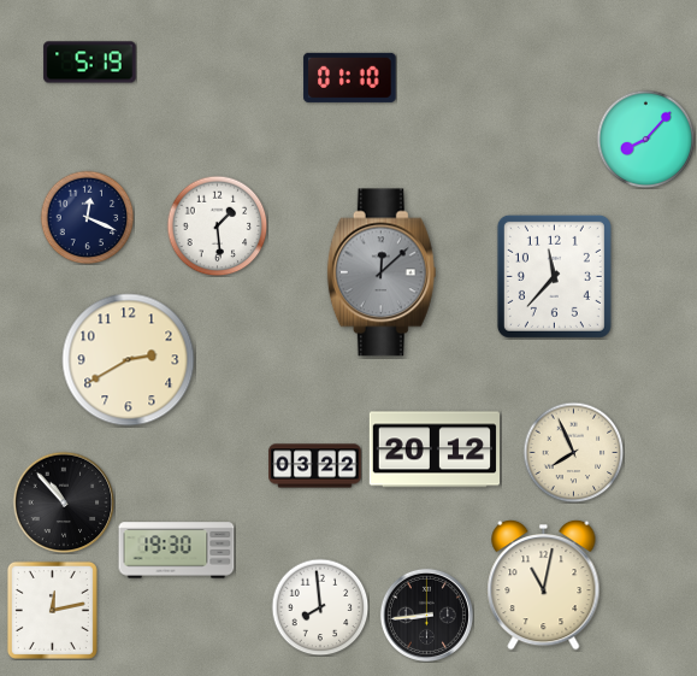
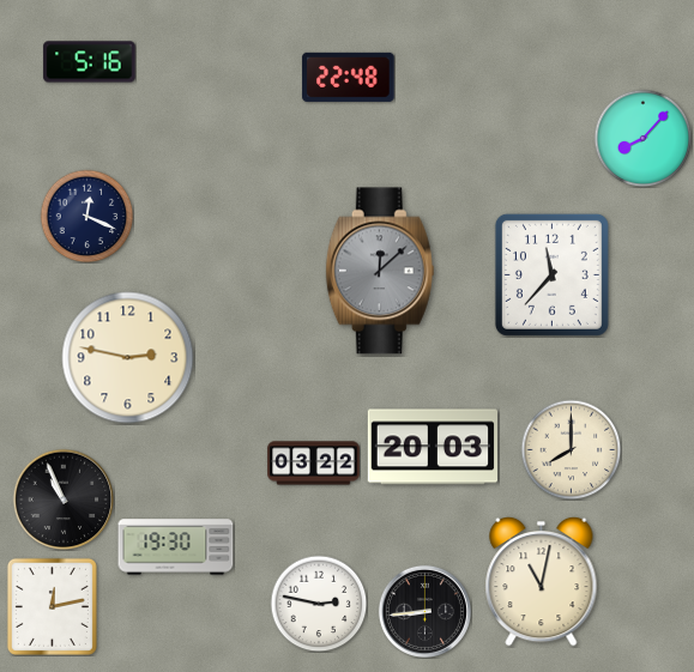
clock at (90, 63): 5:19 -> 5:16
clock at (350, 77): 01:10 -> 22:48
clock at (217, 225): 1:29 -> none
clock at (129, 360): 2:40 -> 2:47
clock at (433, 449): 20:12 -> 20:03
clock at (573, 452): 7:56 -> 8:00
clock at (64, 502): 10:53 -> 10:56
clock at (320, 607): 7:59 -> 2:47
